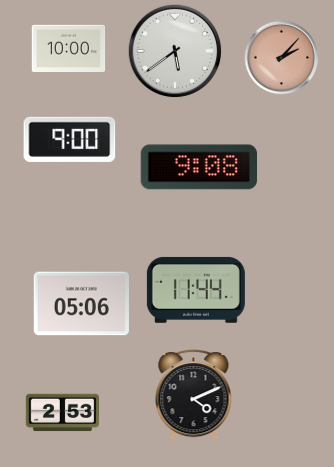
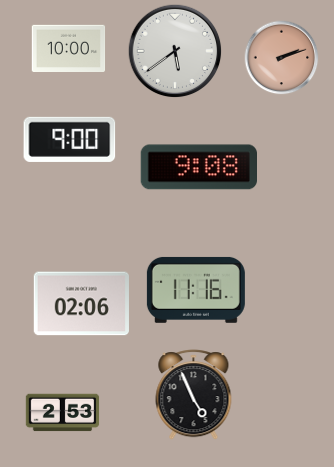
clock at (282, 58): 2:07 -> 2:12
clock at (196, 290): 11:44 -> 11:16
clock at (81, 304): 05:06 -> 02:06
clock at (194, 395): 4:11 -> 4:56
